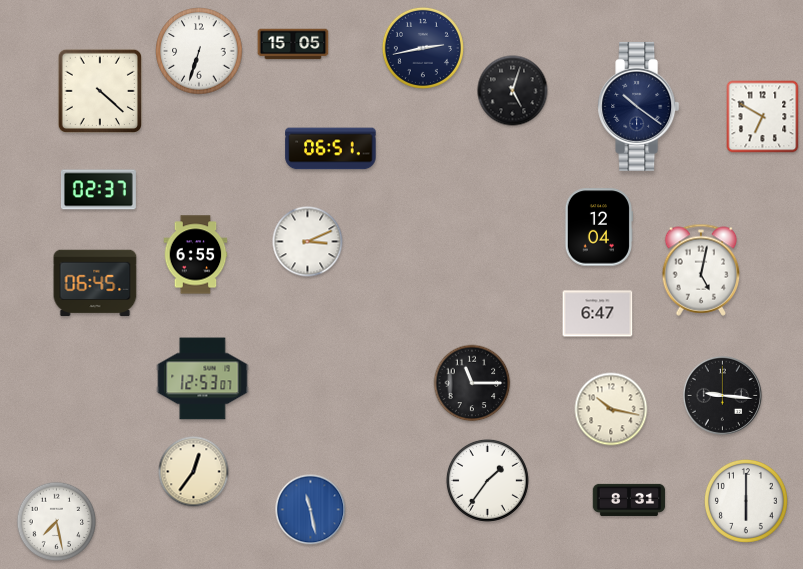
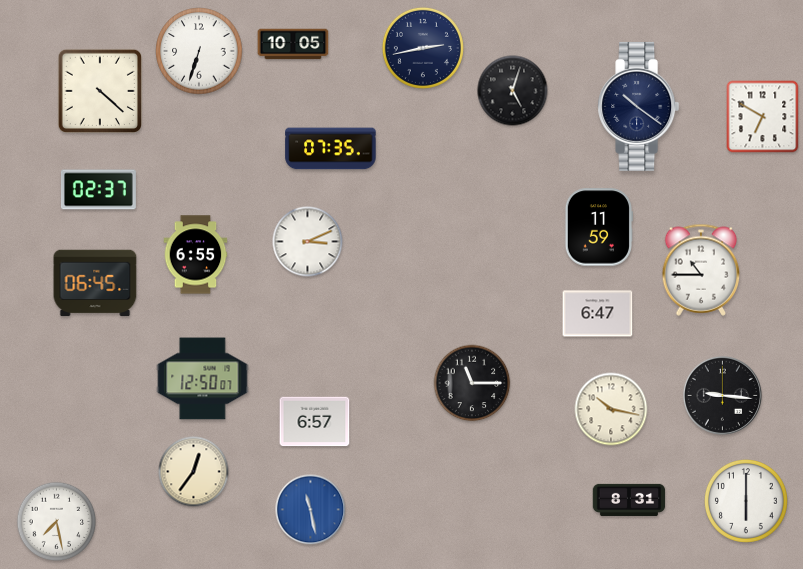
clock at (293, 44): 15:05 -> 10:05
clock at (331, 149): 06:51 -> 07:35
clock at (598, 227): 12:04 -> 11:59
clock at (701, 270): 5:02 -> 10:45
clock at (203, 379): 12:53 -> 12:50
clock at (315, 422): none -> 6:57
clock at (487, 480): 1:36 -> none
